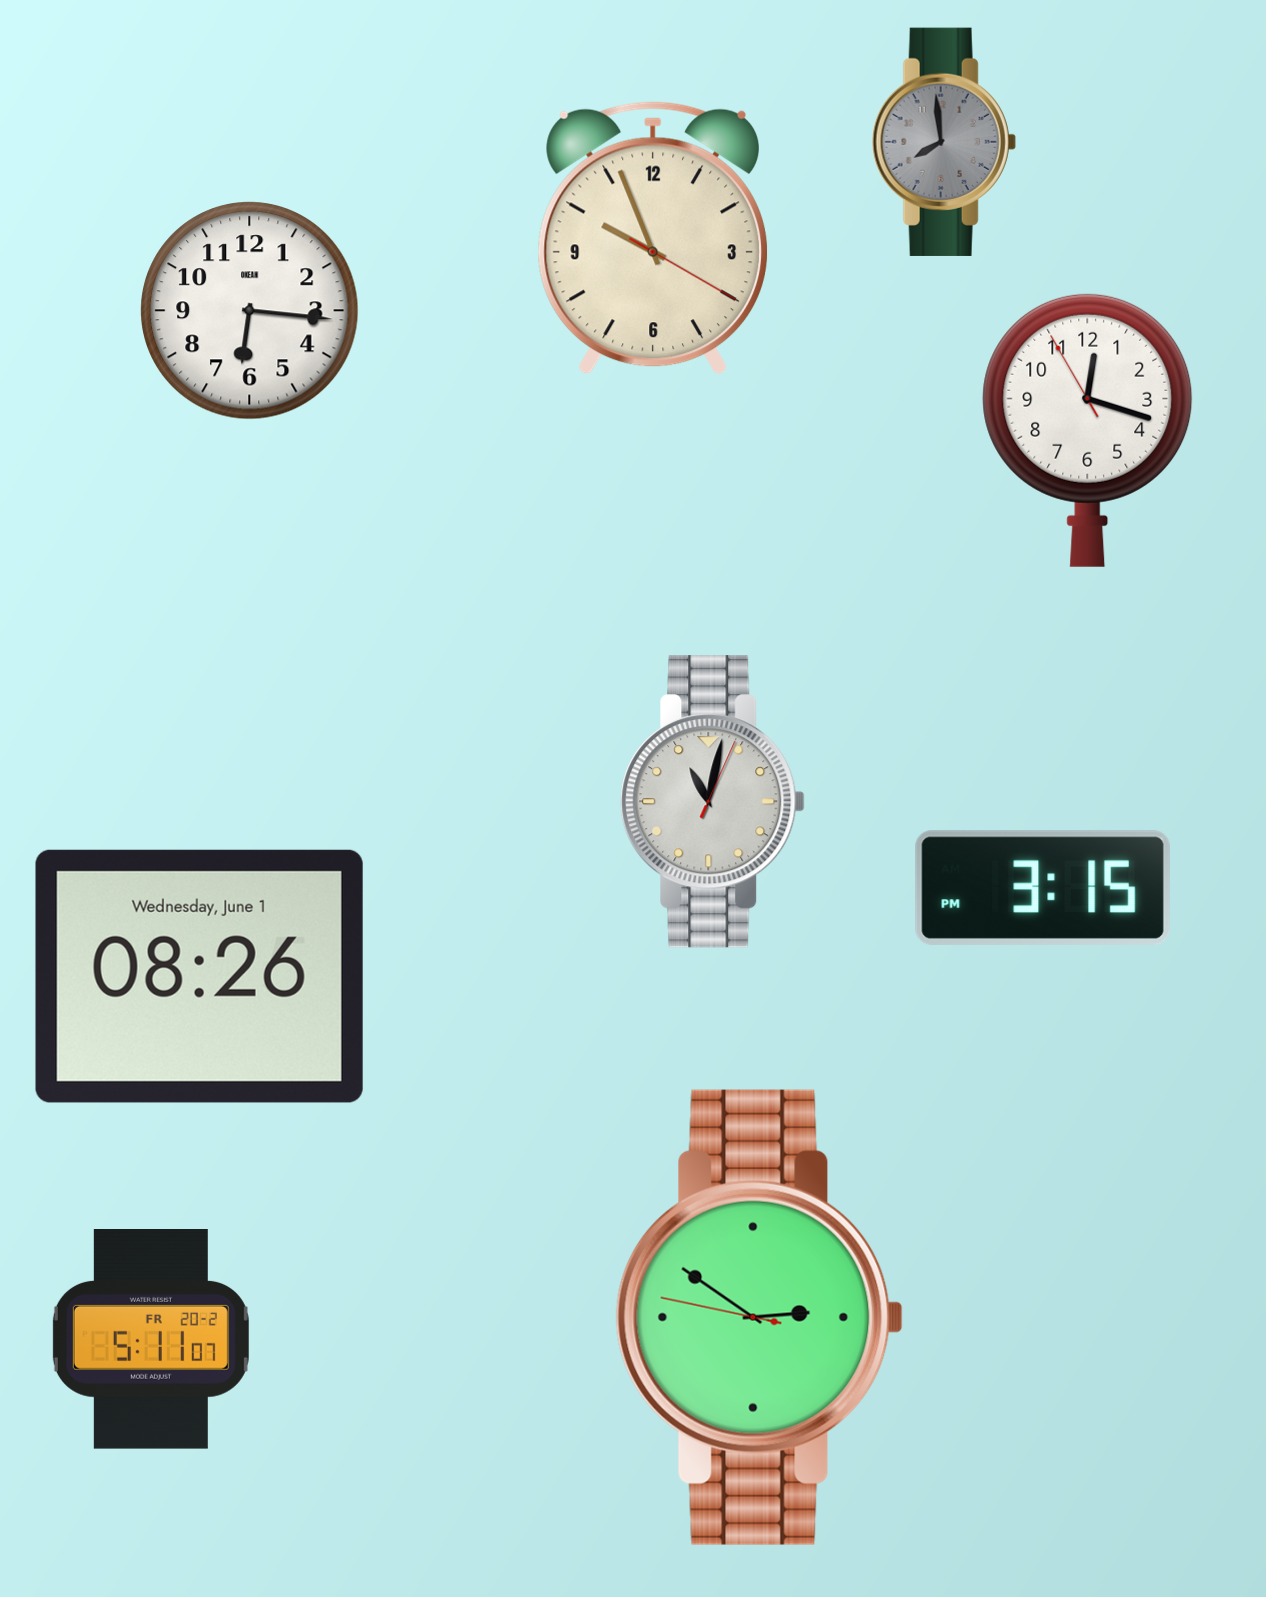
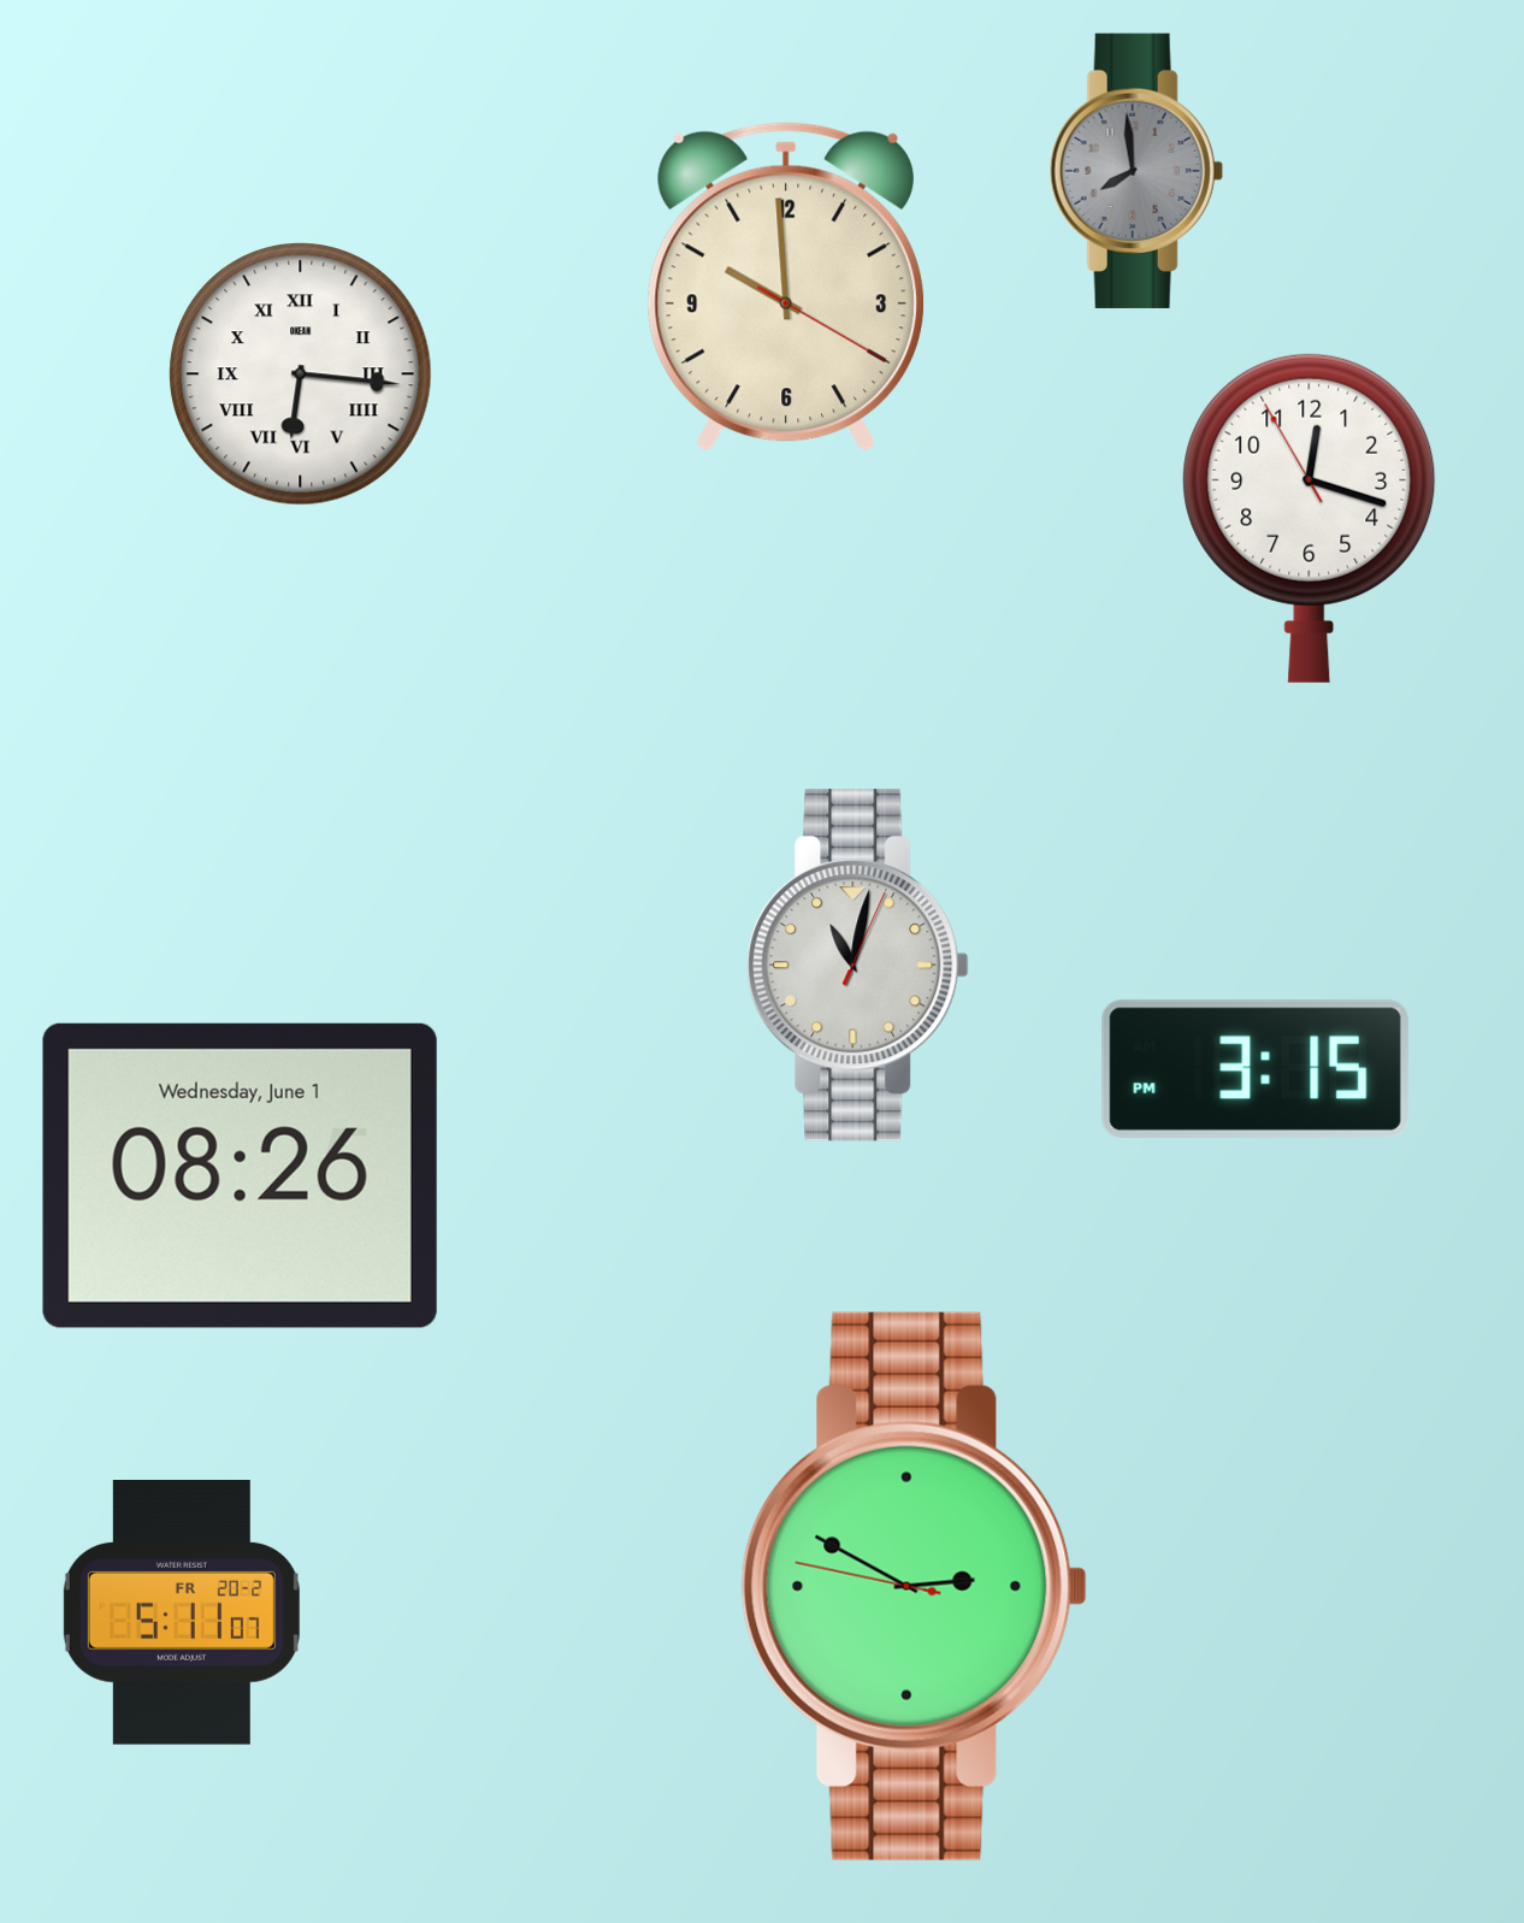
clock at (652, 238): 9:56 -> 9:59
clock at (250, 311) numerals: Arabic -> Roman
clock at (759, 1317): 2:50 -> 2:49
